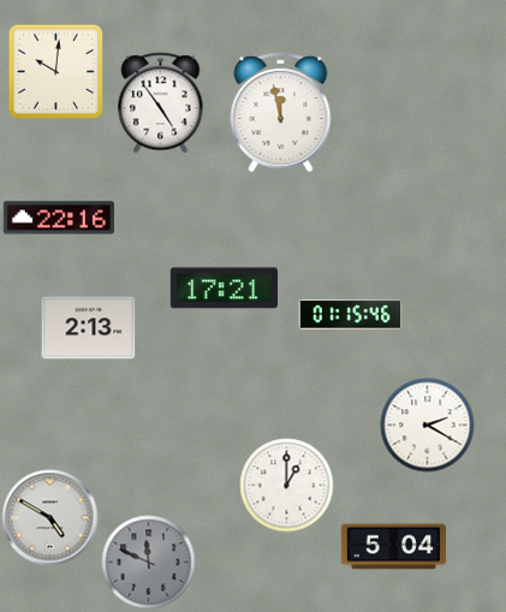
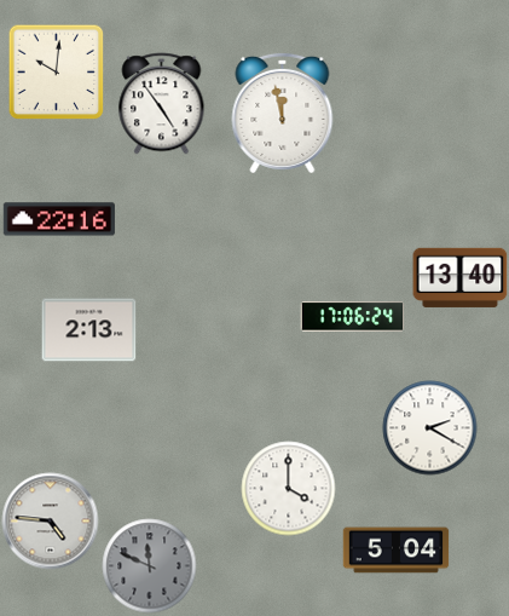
clock at (459, 277): none -> 13:40
clock at (224, 289): 17:21 -> none
clock at (350, 315): 01:15 -> 17:06
clock at (286, 485): 1:00 -> 4:00
clock at (49, 517): 4:50 -> 4:46
